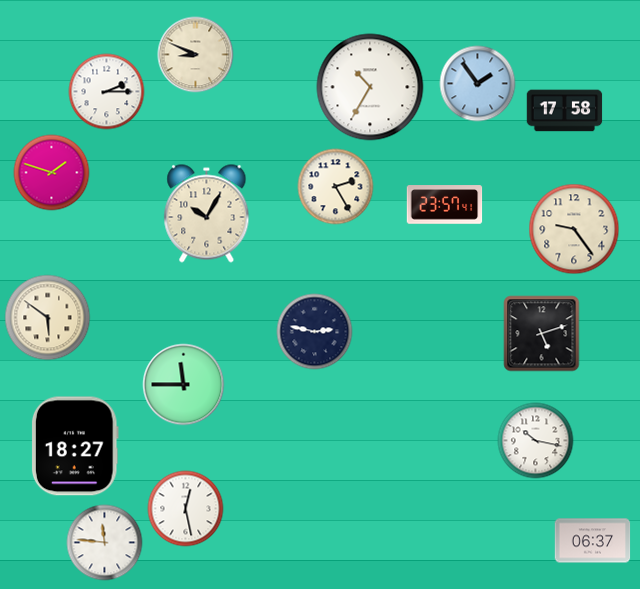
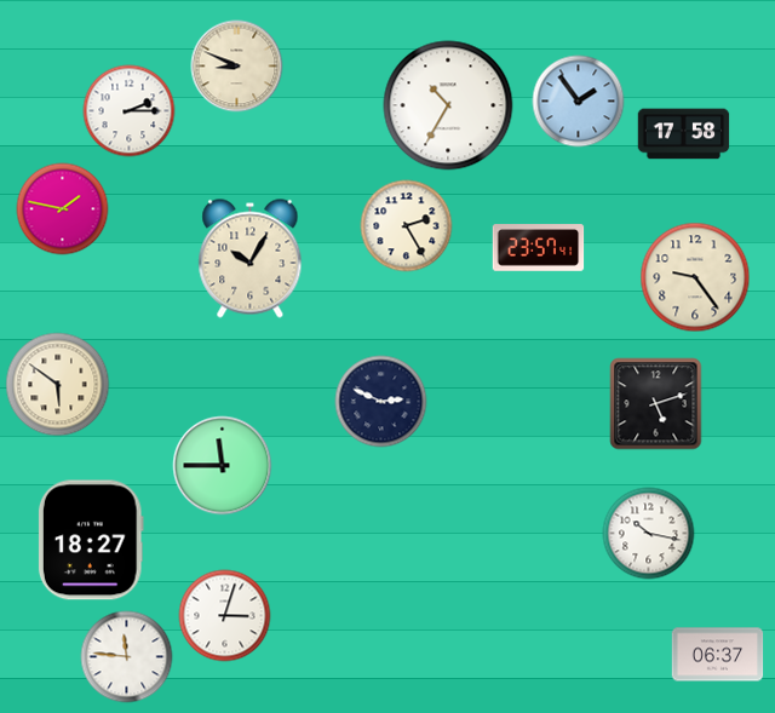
clock at (52, 173): 1:48 -> 1:47
clock at (315, 332): 2:47 -> 2:49
clock at (186, 509): 12:28 -> 3:03
